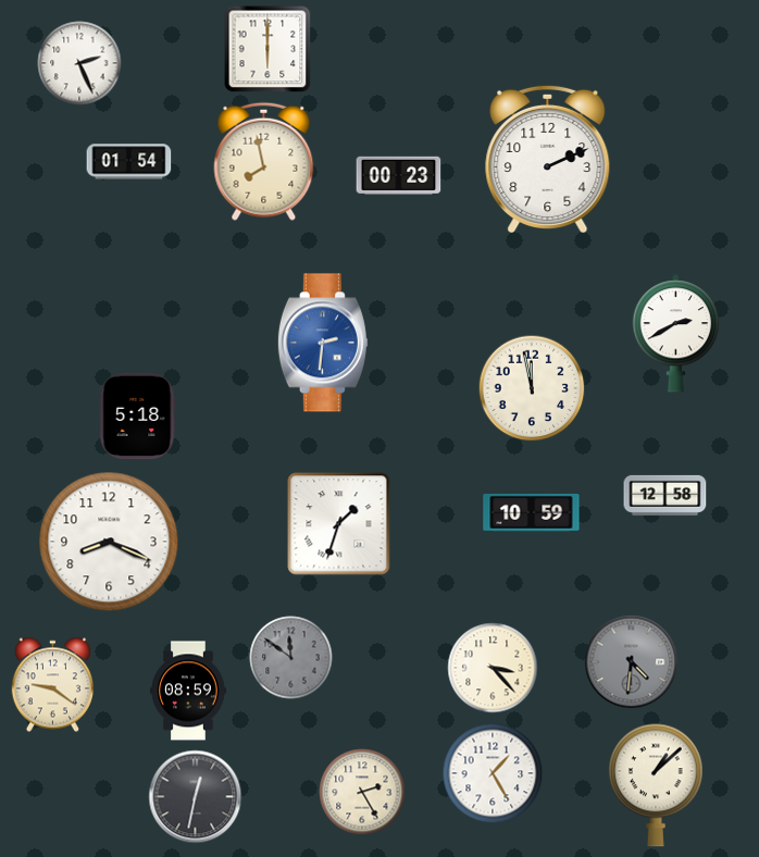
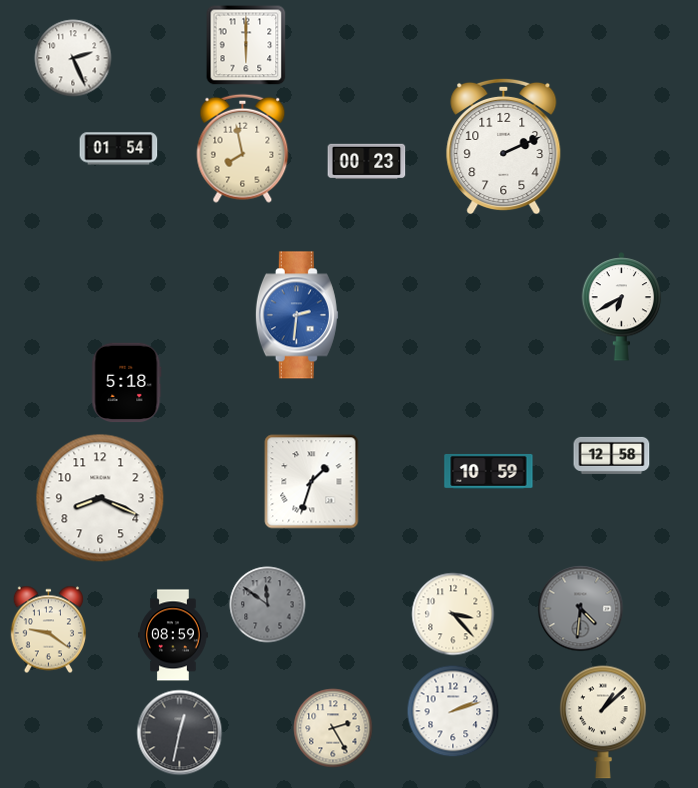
clock at (676, 334): 2:40 -> 6:40
clock at (532, 388): 11:58 -> none
clock at (493, 773): 1:25 -> 2:12
